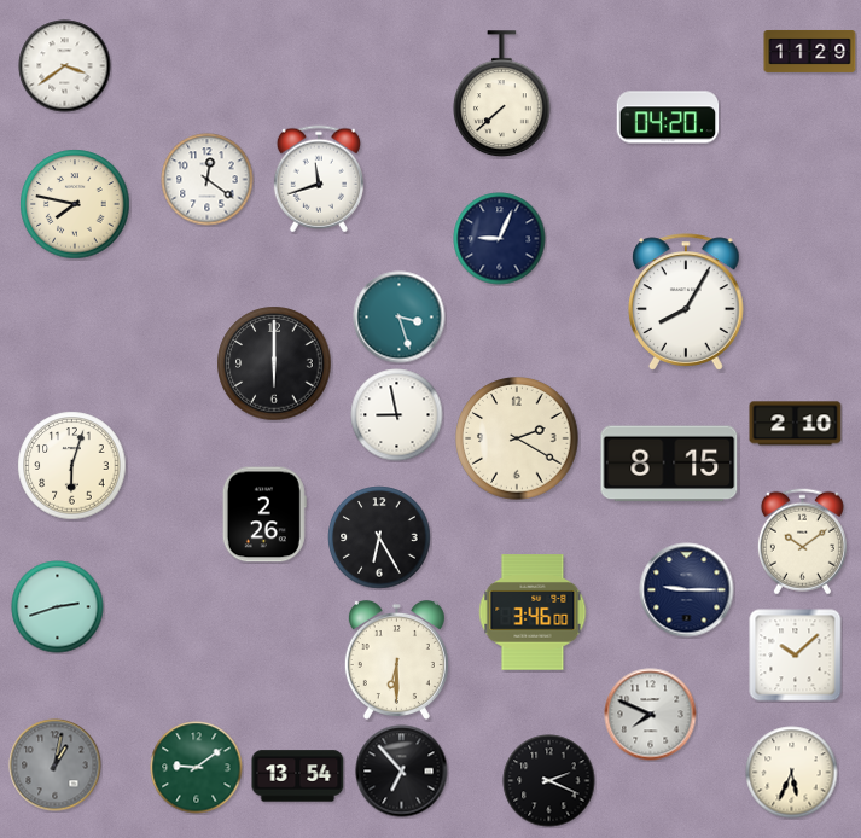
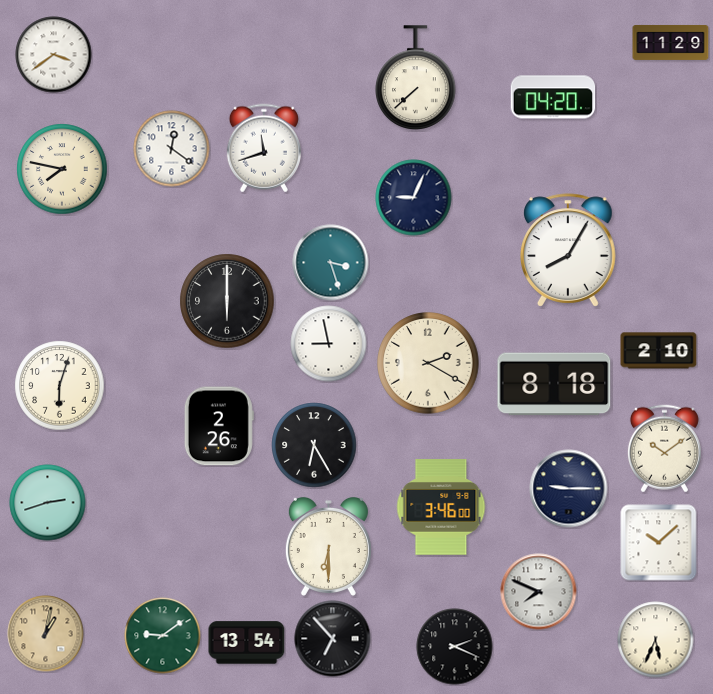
clock at (669, 464): 8:15 -> 8:18
clock at (56, 766) dial: grey -> champagne
